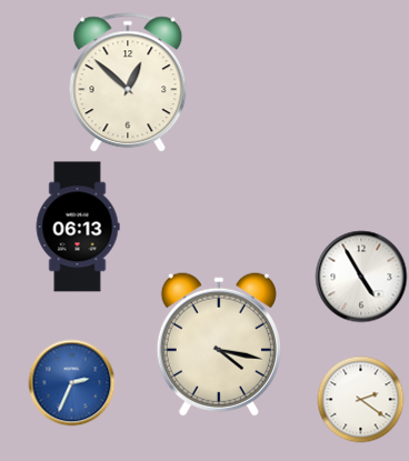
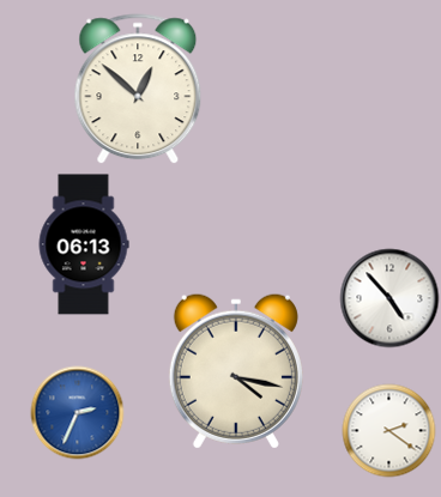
clock at (361, 277): 4:55 -> 4:53
